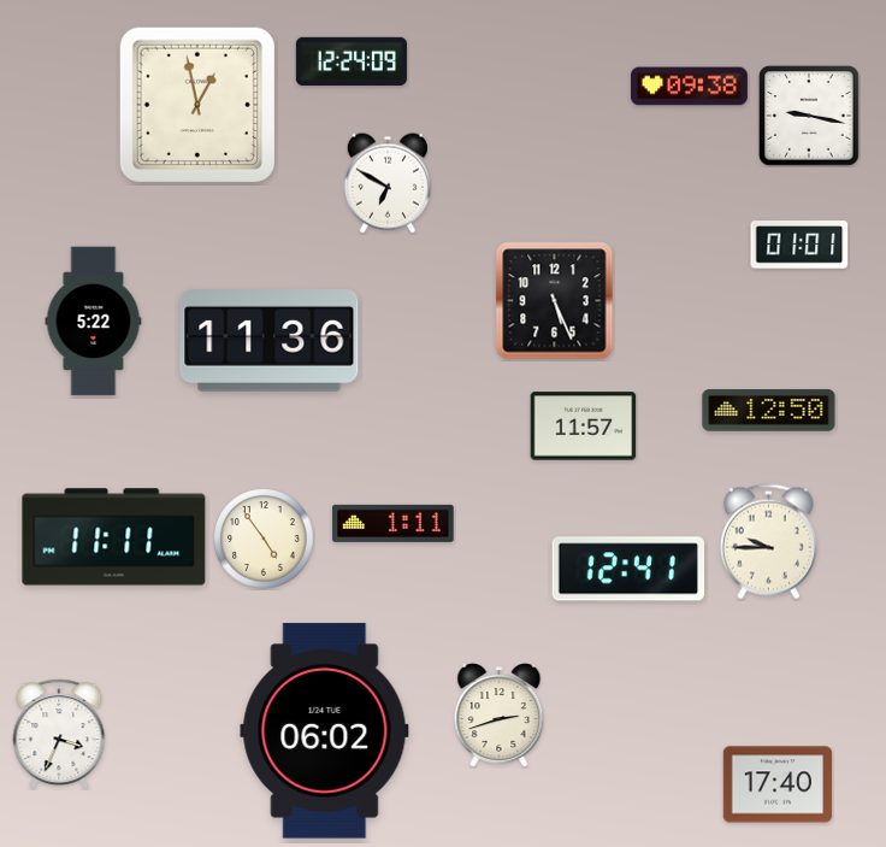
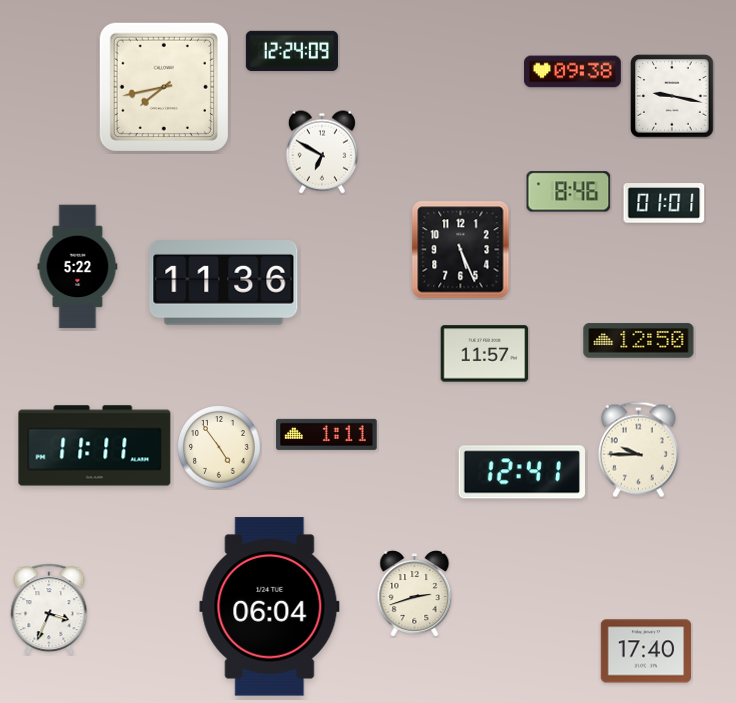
clock at (197, 105): 12:58 -> 7:43
clock at (569, 192): none -> 8:46
clock at (325, 731): 06:02 -> 06:04
